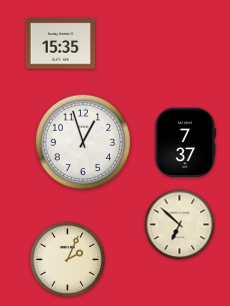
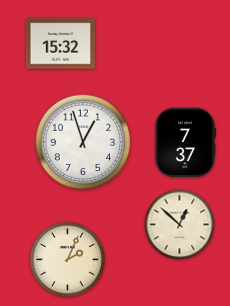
clock at (61, 44): 15:35 -> 15:32
clock at (180, 225): 6:52 -> 12:52
